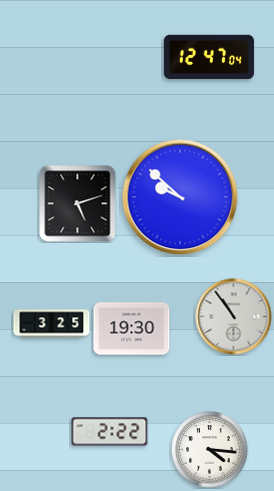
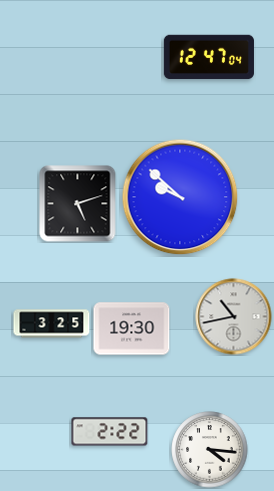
clock at (234, 317): 10:54 -> 10:43
